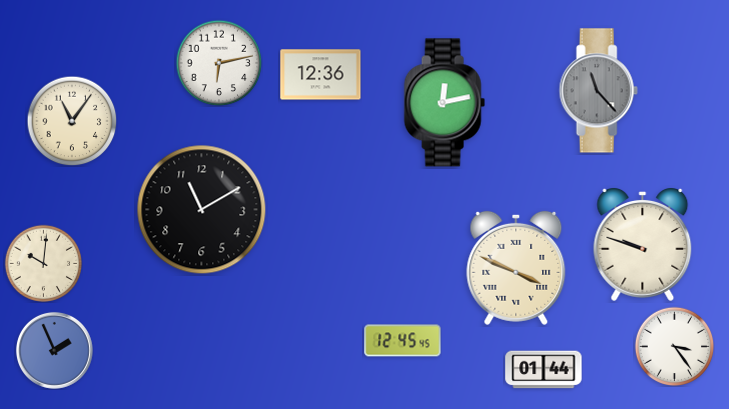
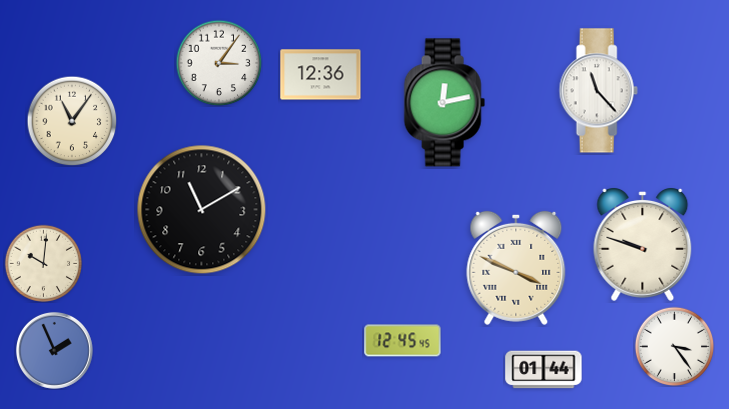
clock at (219, 63): 6:13 -> 3:06
clock at (598, 91) dial: grey -> white
